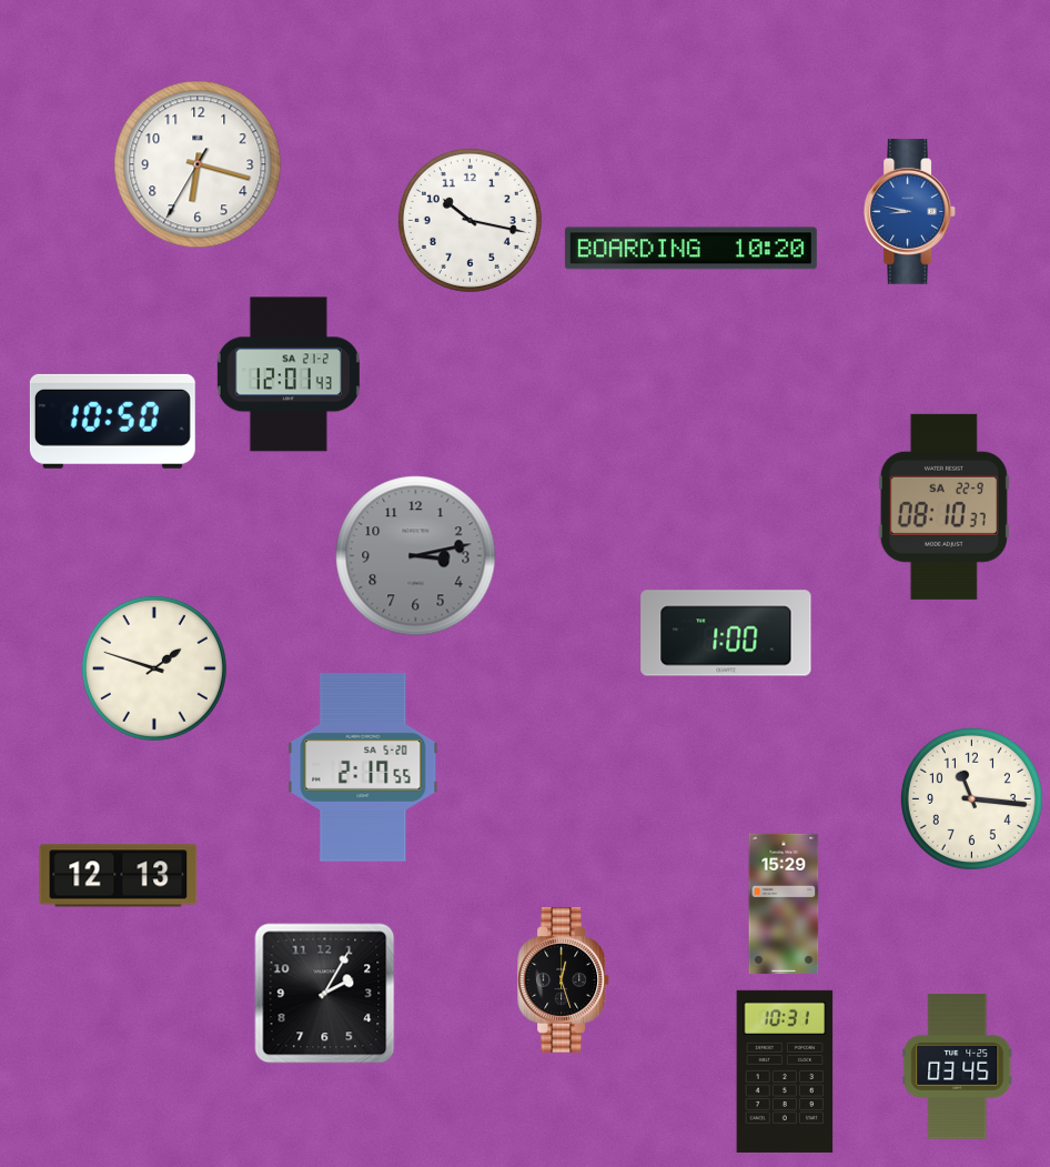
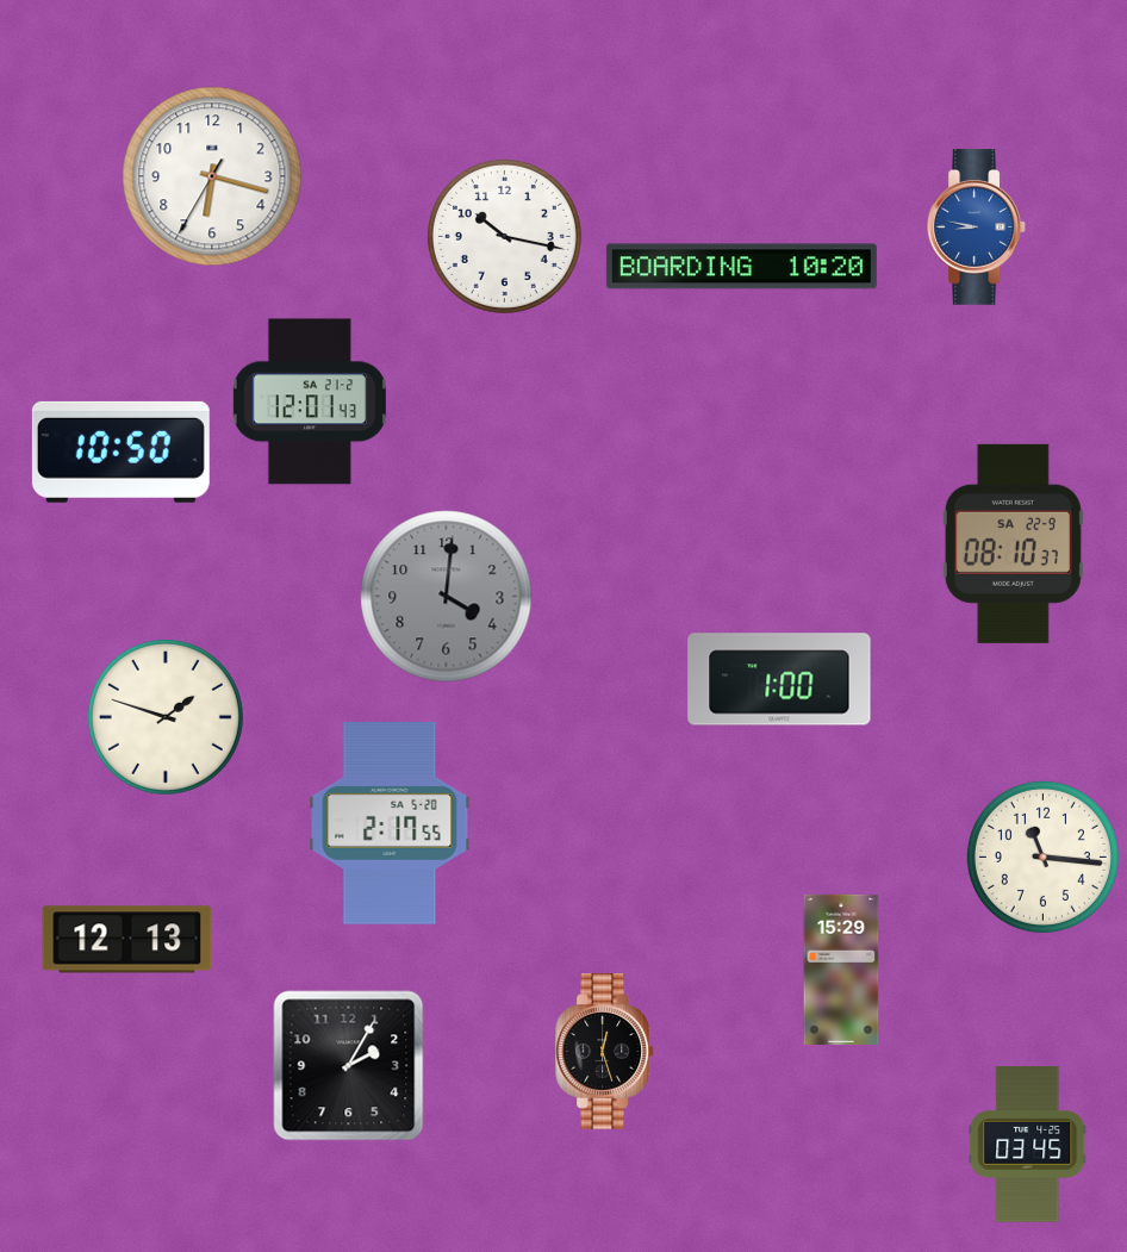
clock at (416, 556): 3:13 -> 4:01
clock at (785, 1072): 10:31 -> none
